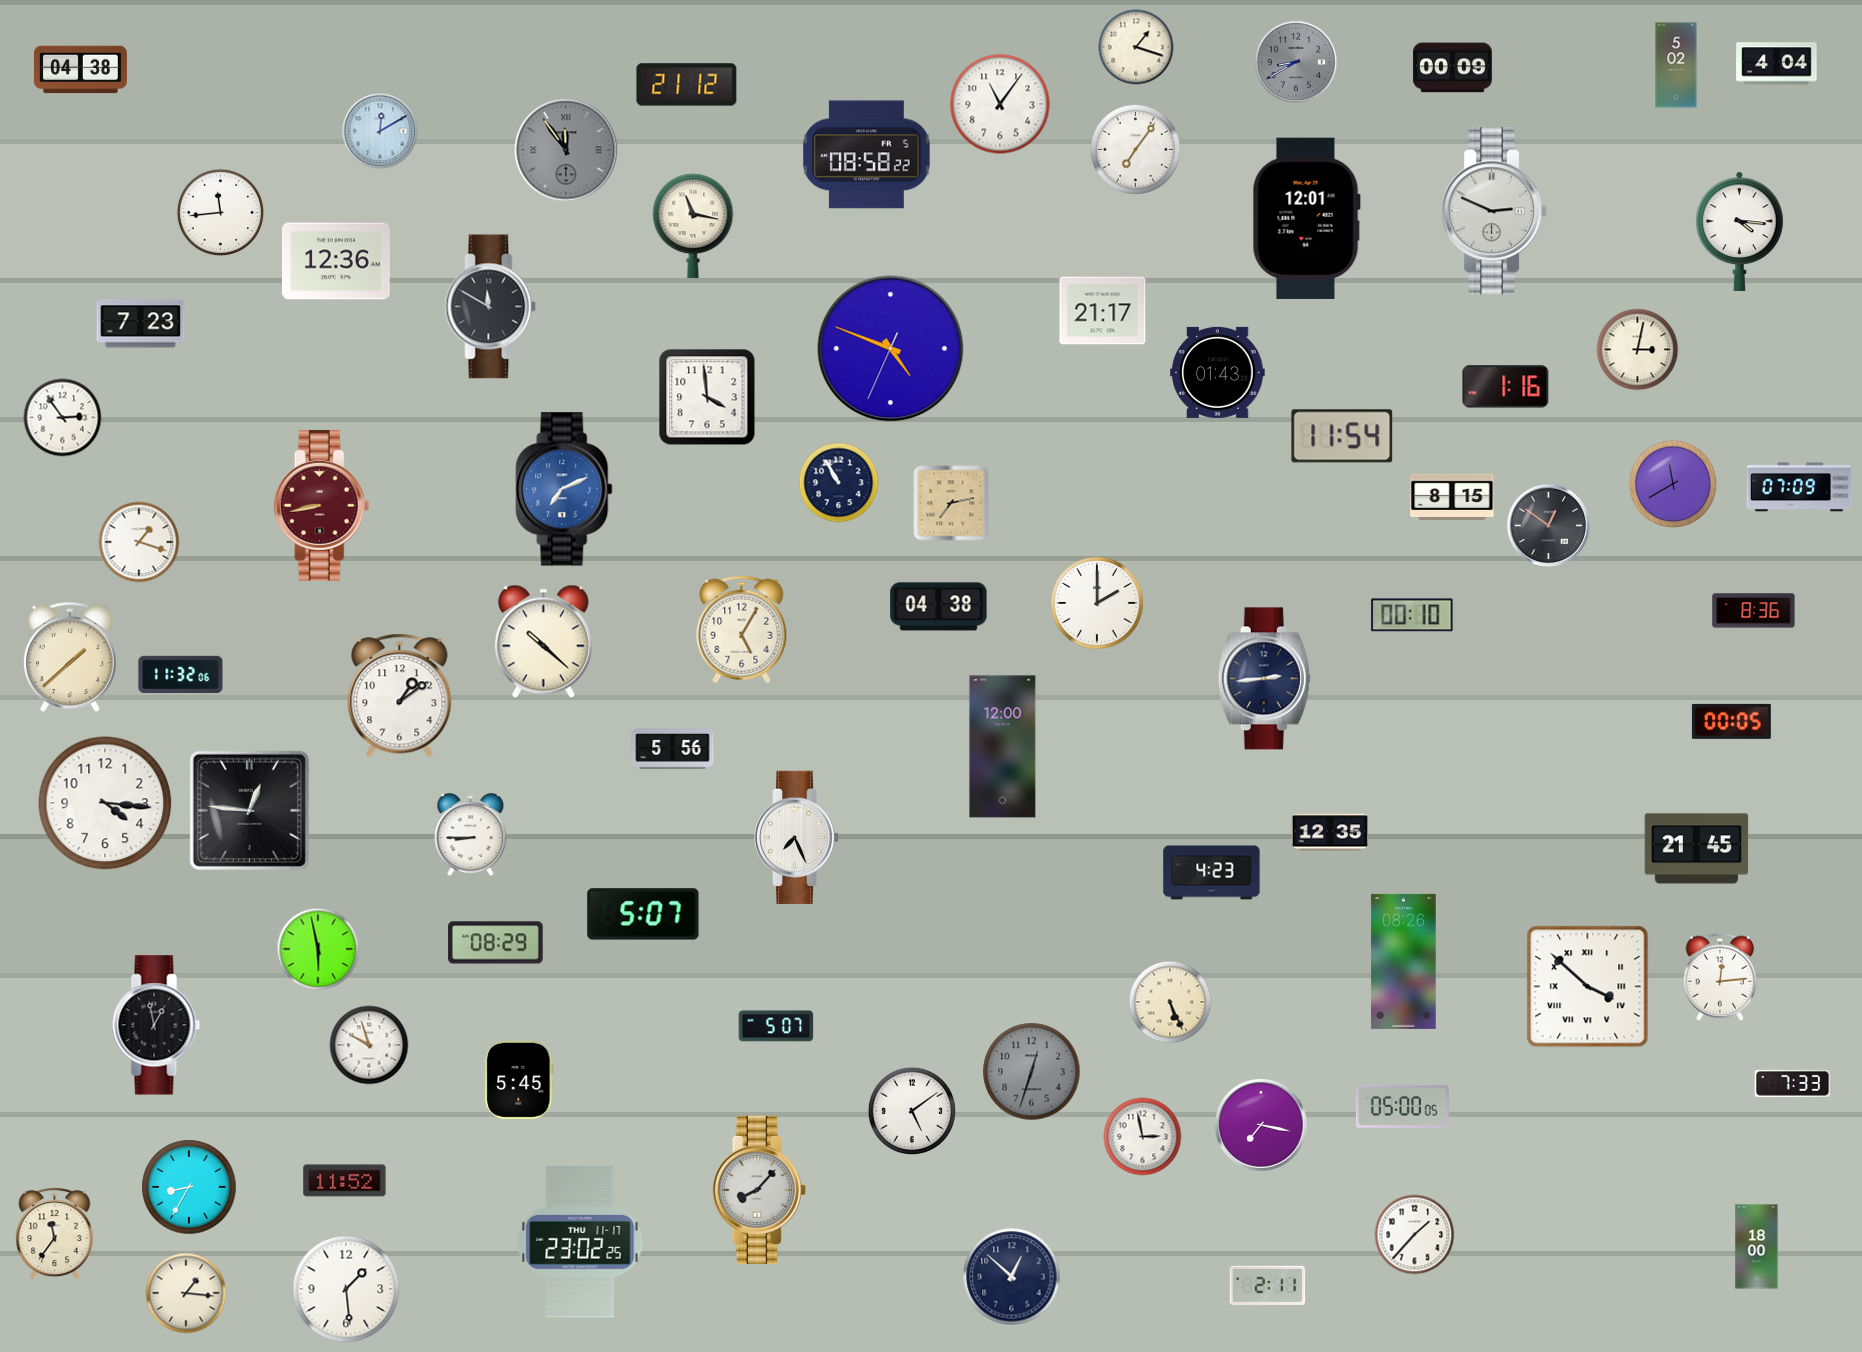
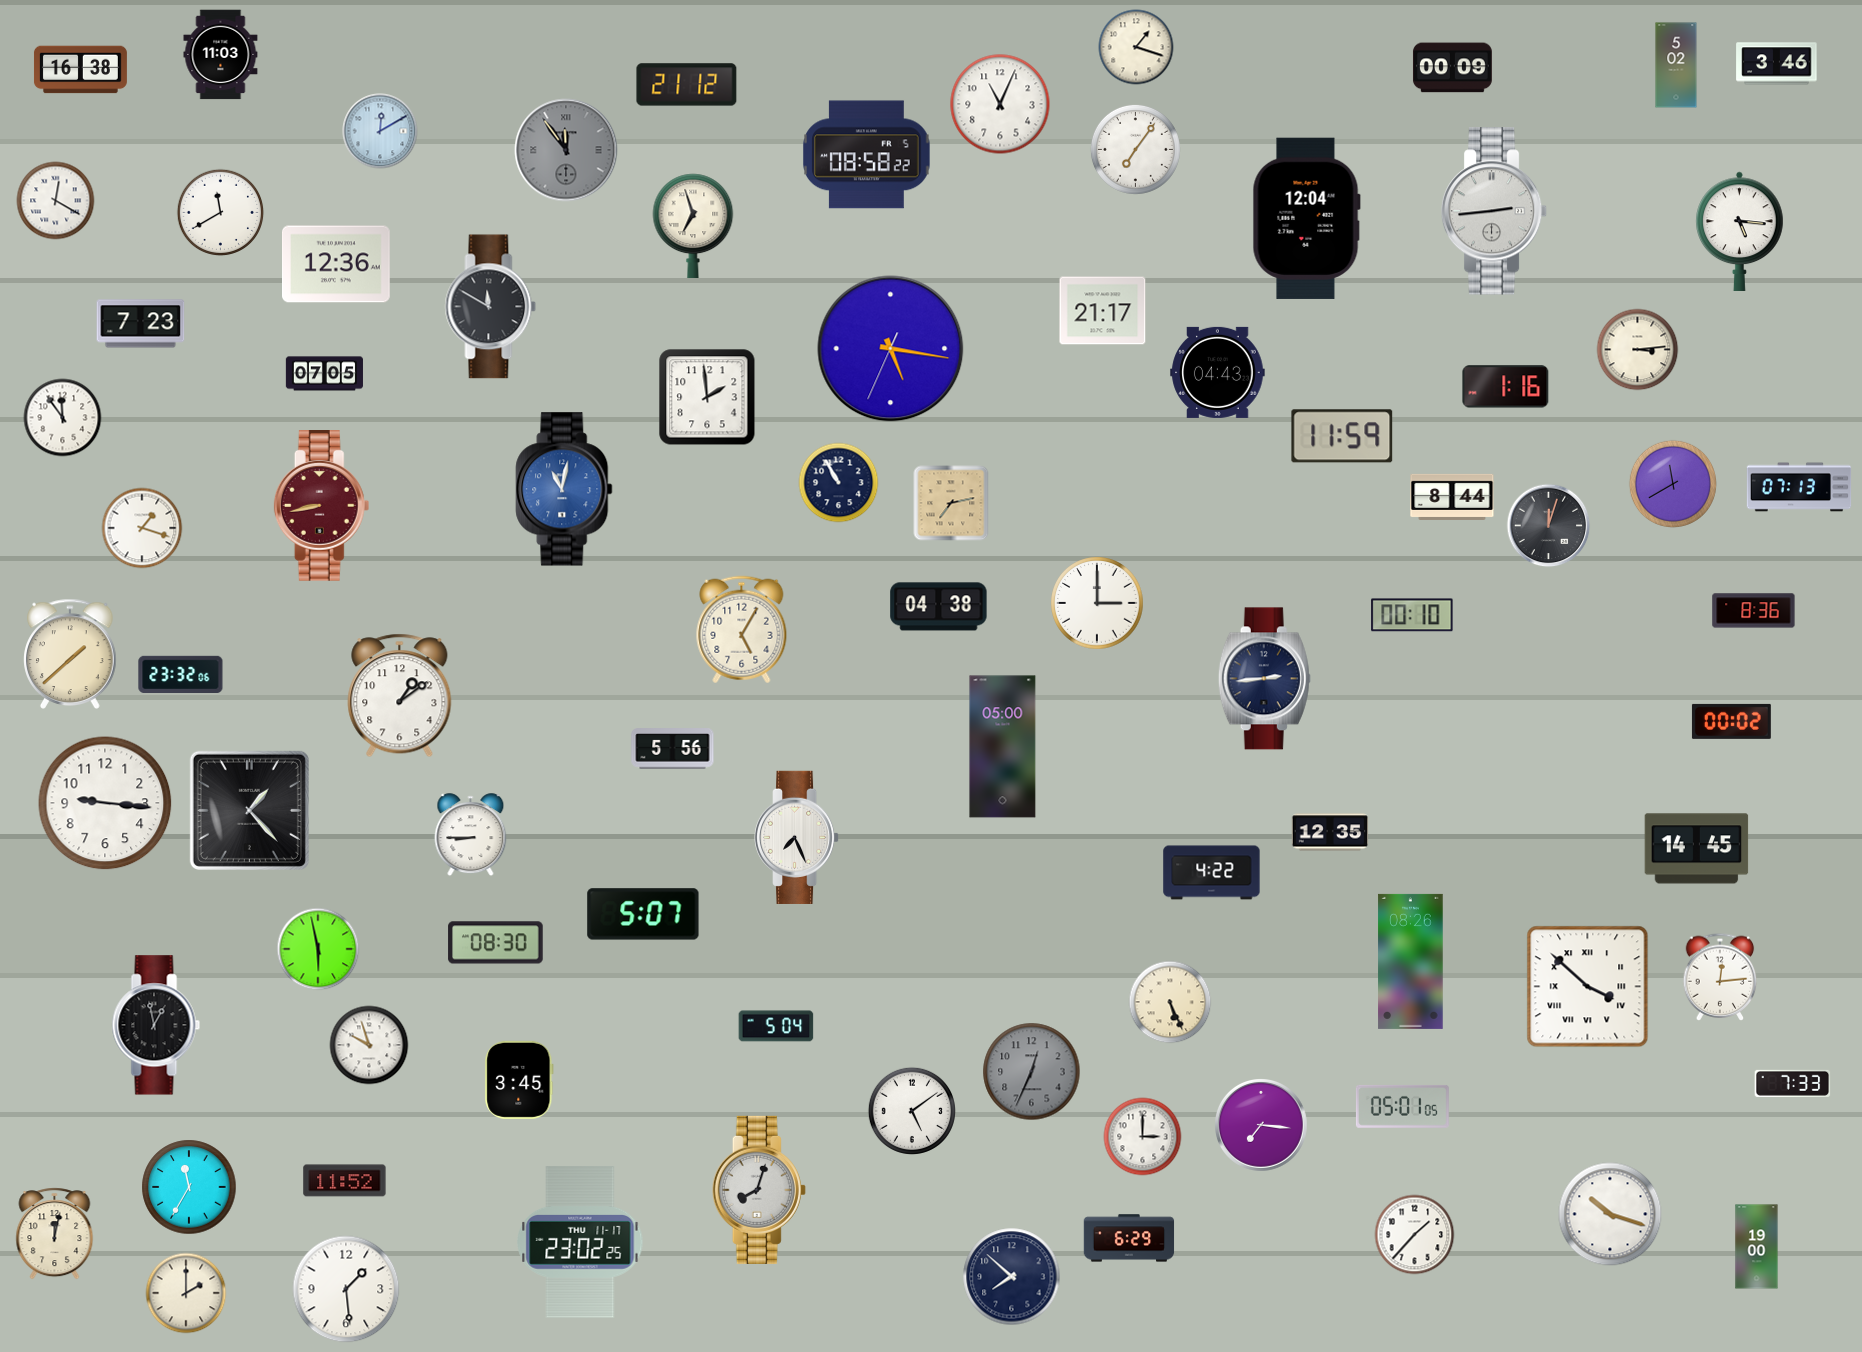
clock at (221, 55): none -> 11:03
clock at (1296, 62): 8:40 -> none
clock at (1777, 64): 4:04 -> 3:46
clock at (80, 70): 04:38 -> 16:38
clock at (1000, 104): 11:06 -> 11:04
clock at (56, 201): none -> 12:20
clock at (1494, 211): 2:49 -> 2:44
clock at (221, 213): 11:44 -> 11:40
clock at (1306, 218): 12:01 -> 12:04
clock at (693, 226): 11:17 -> 6:57
clock at (1740, 231): 4:16 -> 5:16
clock at (337, 261) position: (337, 261) -> (337, 264)
clock at (891, 349): 4:48 -> 5:16
clock at (1638, 350): 3:02 -> 3:14
clock at (1218, 372): 01:43 -> 04:43
clock at (324, 374): none -> 07:05
clock at (707, 397): 3:59 -> 1:59
clock at (63, 418): 2:54 -> 11:54
clock at (1342, 436): 11:54 -> 11:59
clock at (1799, 487): 07:09 -> 07:13
clock at (564, 489): 7:11 -> 11:02
clock at (1452, 497): 8:15 -> 8:44
clock at (1549, 526): 12:51 -> 12:03
clock at (139, 542) position: (139, 542) -> (142, 528)
clock at (1097, 603): 2:00 -> 3:00
clock at (543, 642): 10:22 -> none
clock at (70, 657) position: (70, 657) -> (70, 654)
clock at (181, 674): 11:32 -> 23:32
clock at (1731, 721): 00:05 -> 00:02
clock at (1003, 747): 12:00 -> 05:00
clock at (105, 803): 4:16 -> 9:16
clock at (249, 810): 12:46 -> 1:23
clock at (1697, 849): 21:45 -> 14:45
clock at (1212, 873): 4:23 -> 4:22
clock at (496, 943): 08:29 -> 08:30
clock at (1404, 961) position: (1404, 961) -> (1411, 961)
clock at (776, 1026): 5:07 -> 5:04
clock at (1032, 1072): 12:33 -> 12:34
clock at (519, 1080): 5:45 -> 3:45
clock at (1402, 1106): 05:00 -> 05:01
clock at (1262, 1126): 7:17 -> 7:16
clock at (1143, 1137): 2:58 -> 3:00
clock at (189, 1187): 8:35 -> 11:35
clock at (759, 1190): 8:07 -> 8:03
clock at (1610, 1214): none -> 10:18
clock at (55, 1234): 11:36 -> 12:02
clock at (1129, 1238): none -> 6:29
clock at (1757, 1247): 18:00 -> 19:00
clock at (1012, 1277): 12:52 -> 7:52
clock at (1268, 1285): 2:11 -> none
clock at (186, 1293): 1:16 -> 2:00
